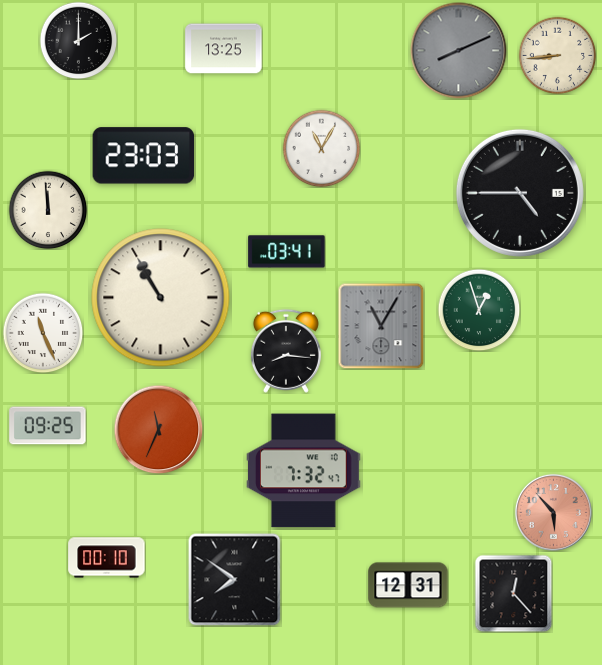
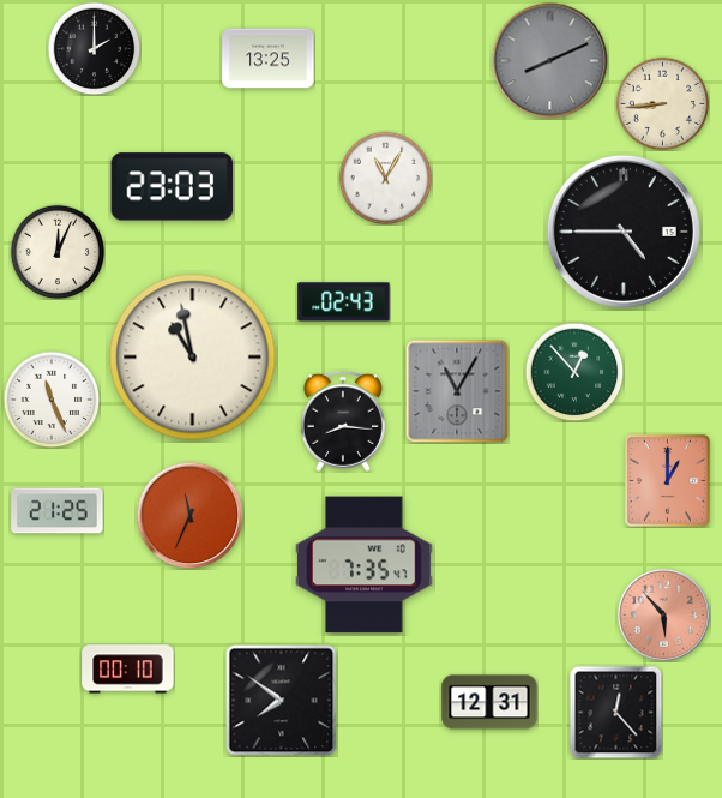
clock at (557, 55) position: (557, 55) -> (662, 103)
clock at (48, 210): 11:59 -> 12:04
clock at (287, 252): 03:41 -> 02:43
clock at (161, 298): 10:55 -> 10:58
clock at (479, 310): 12:57 -> 12:53
clock at (667, 480): none -> 1:00
clock at (48, 426): 09:25 -> 21:25
clock at (304, 471): 7:32 -> 7:35
clock at (234, 579) position: (234, 579) -> (281, 700)
